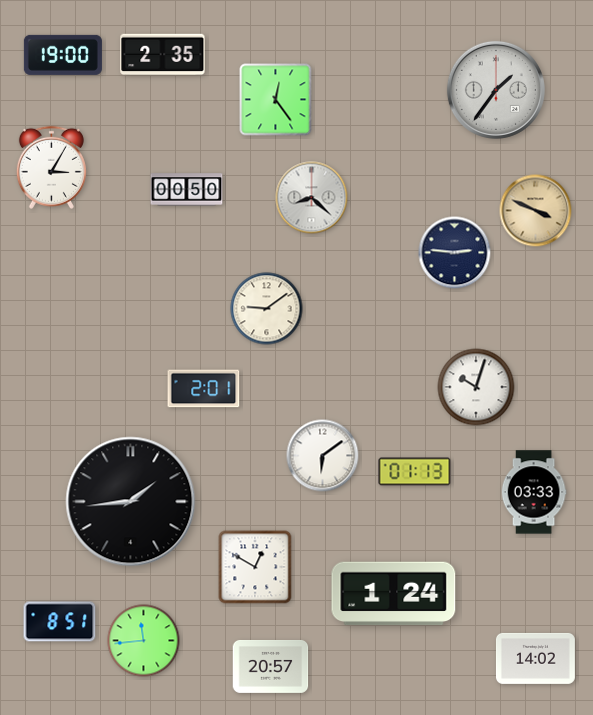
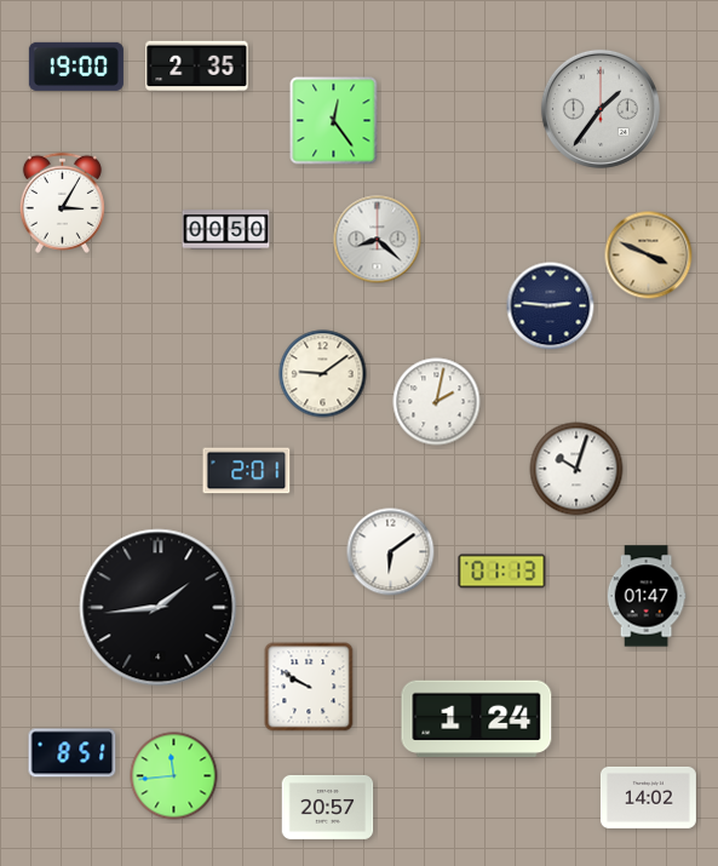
clock at (437, 402): none -> 2:02
clock at (534, 492): 03:33 -> 01:47
clock at (255, 567): 12:50 -> 9:50
